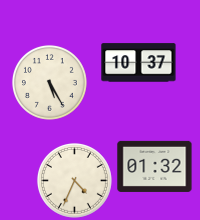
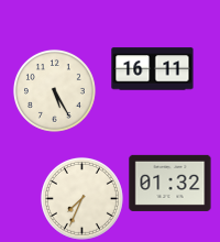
clock at (139, 63): 10:37 -> 16:11
clock at (74, 180): 4:34 -> 7:34
